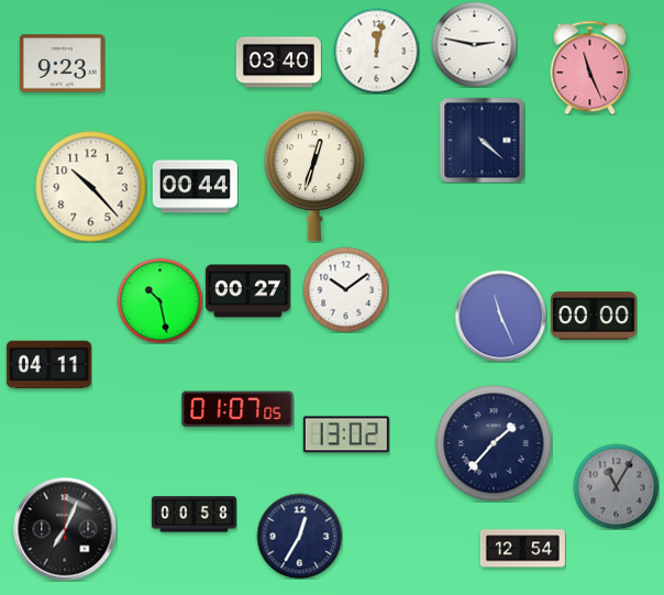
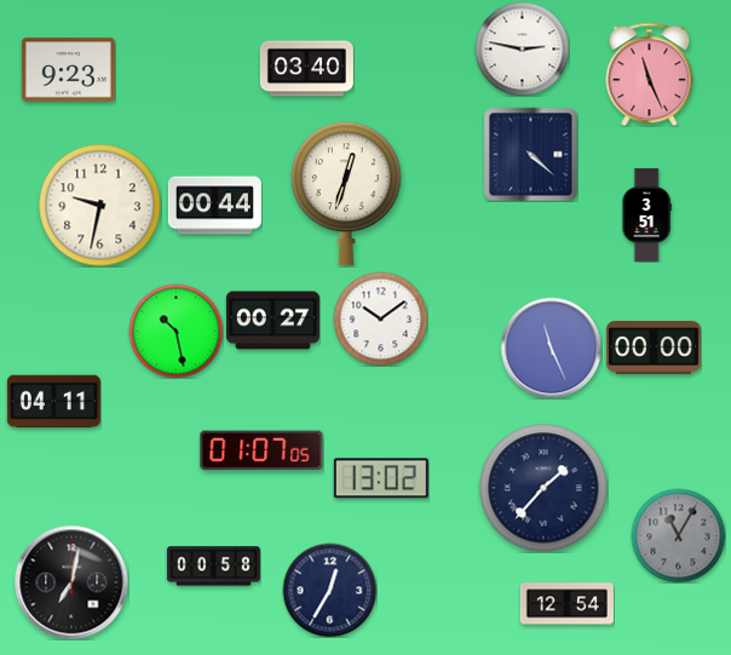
clock at (376, 51): 12:02 -> none
clock at (91, 187): 10:23 -> 9:32
clock at (646, 214): none -> 3:51
clock at (65, 529): 7:04 -> 7:02
clock at (522, 549) position: (522, 549) -> (566, 604)
